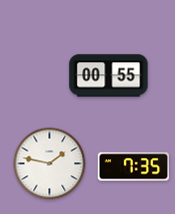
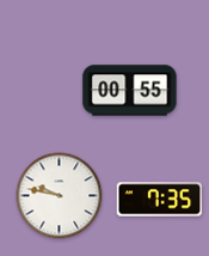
clock at (50, 164): 1:47 -> 9:47
